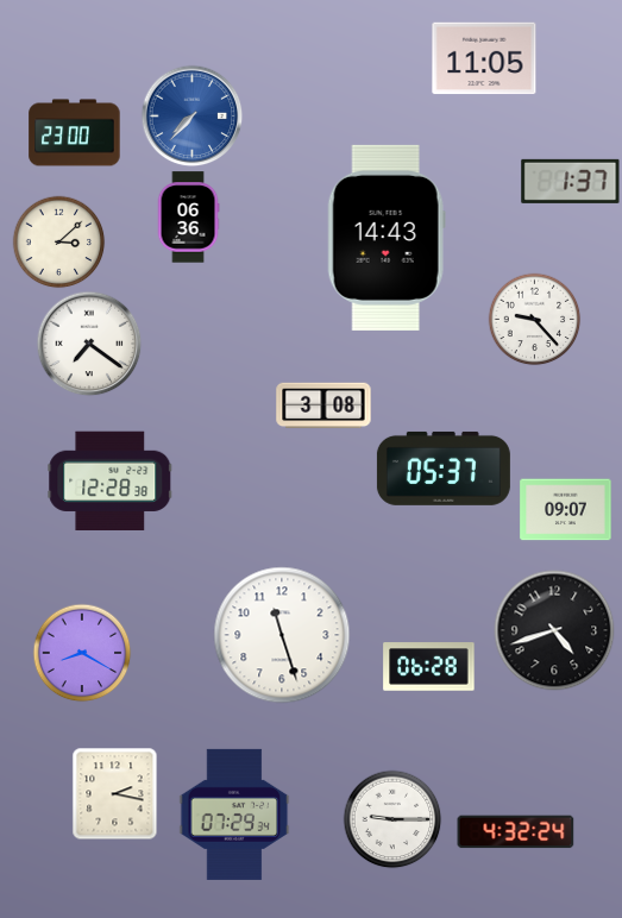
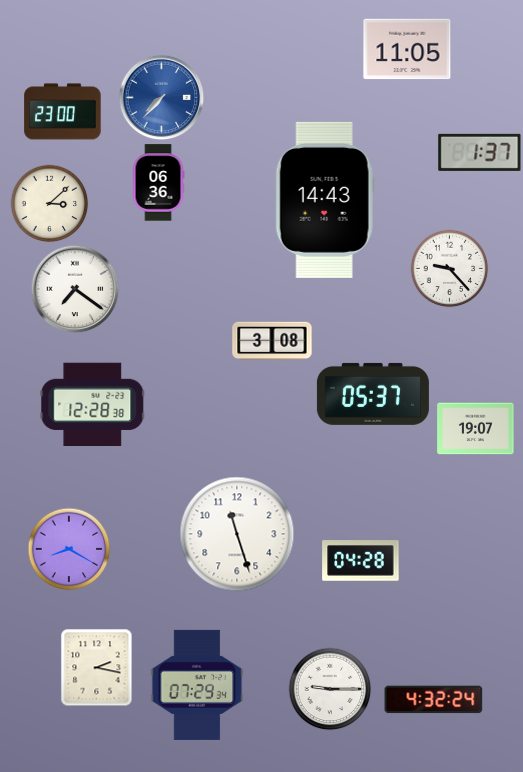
clock at (566, 510): 09:07 -> 19:07
clock at (554, 630): 4:42 -> none
clock at (429, 667): 06:28 -> 04:28
